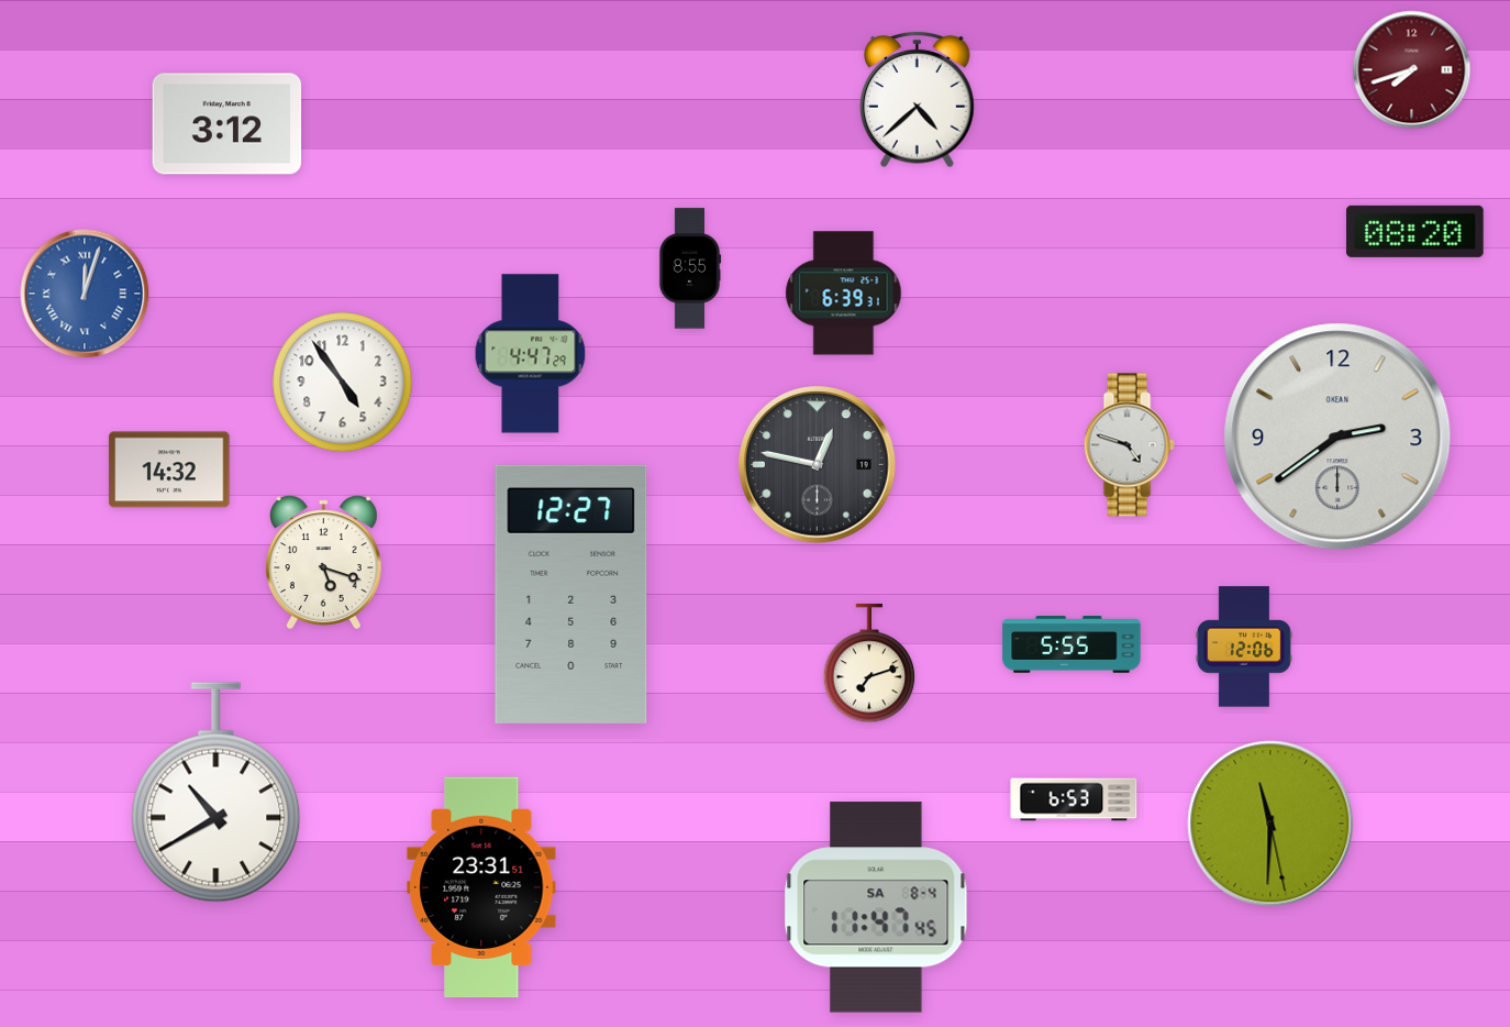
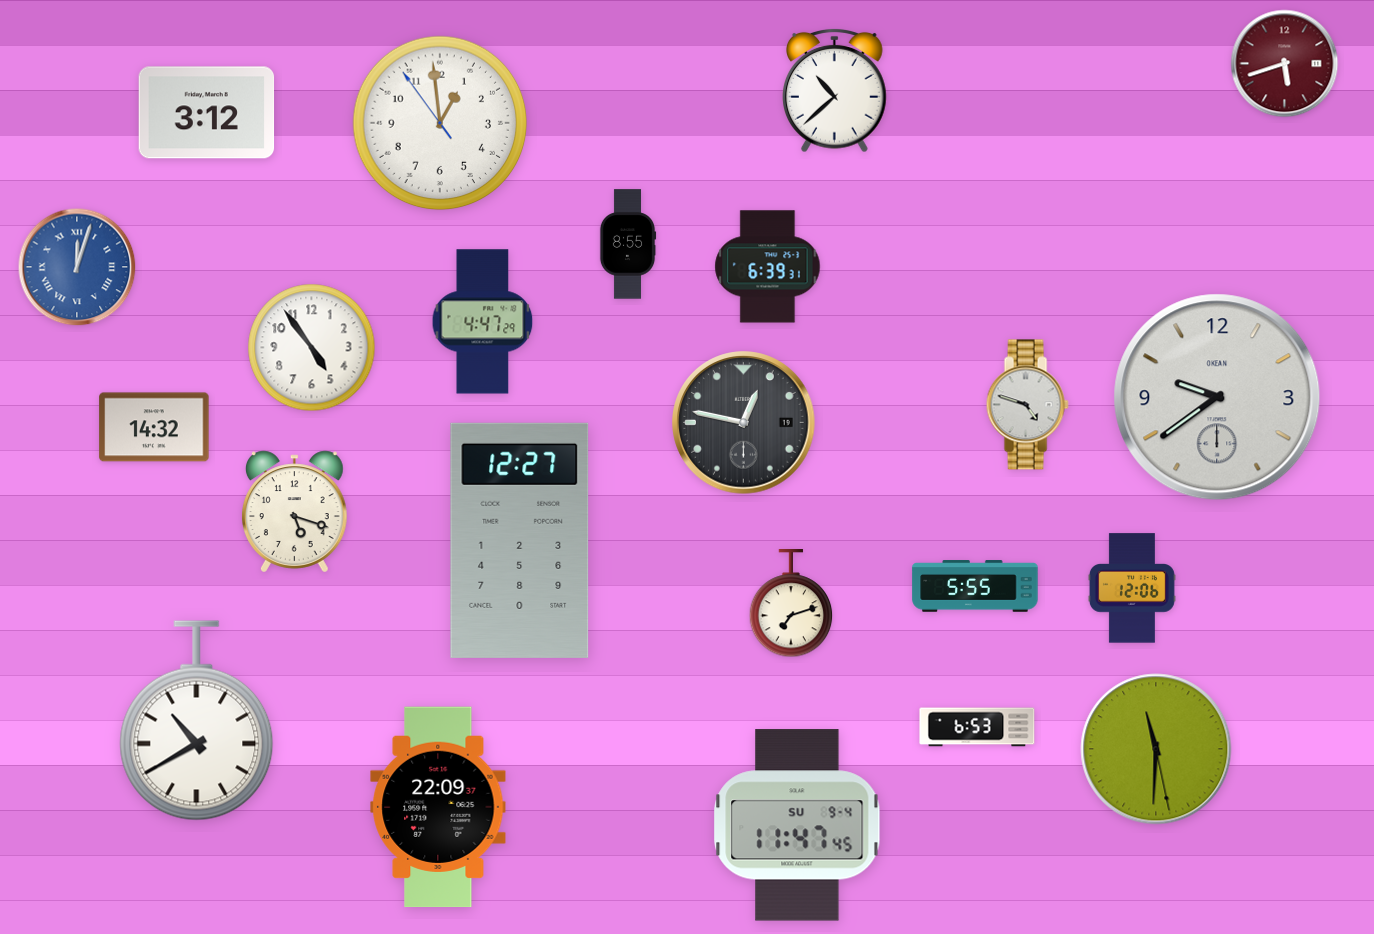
clock at (1412, 70): 7:42 -> 5:42
clock at (918, 99): 4:38 -> 10:38
clock at (440, 123): none -> 12:58
clock at (1415, 231): 08:20 -> none
clock at (1337, 437): 2:39 -> 9:39
clock at (481, 887): 23:31 -> 22:09
clock at (876, 907) date: SA 8-4 -> SU 9-4
